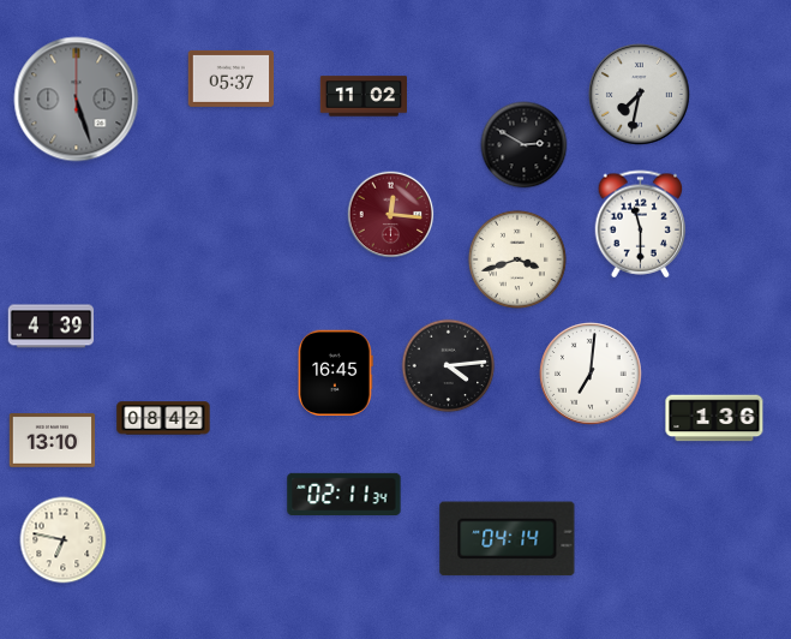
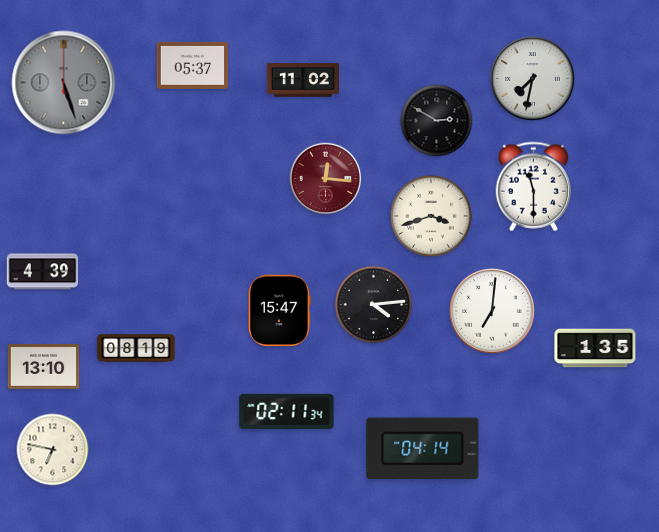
clock at (336, 374): 16:45 -> 15:47
clock at (163, 418): 08:42 -> 08:19
clock at (714, 418): 1:36 -> 1:35
